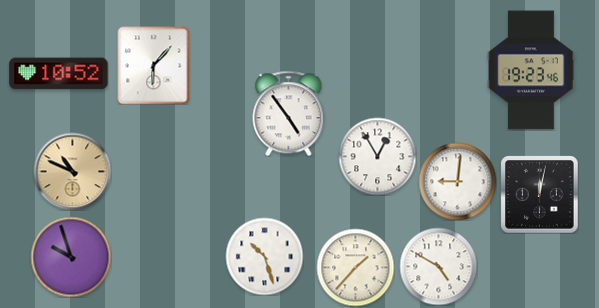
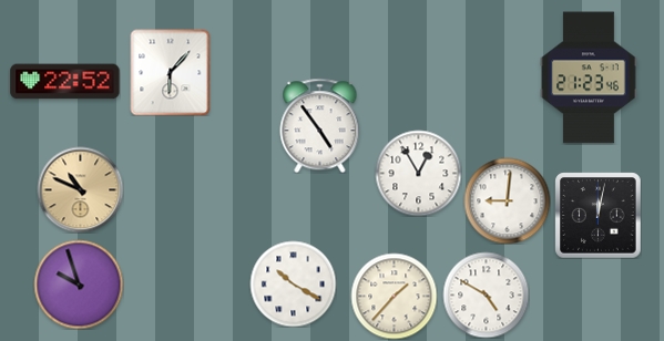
clock at (531, 70): 19:23 -> 21:23
clock at (59, 74): 10:52 -> 22:52
clock at (264, 256): 10:27 -> 10:20
